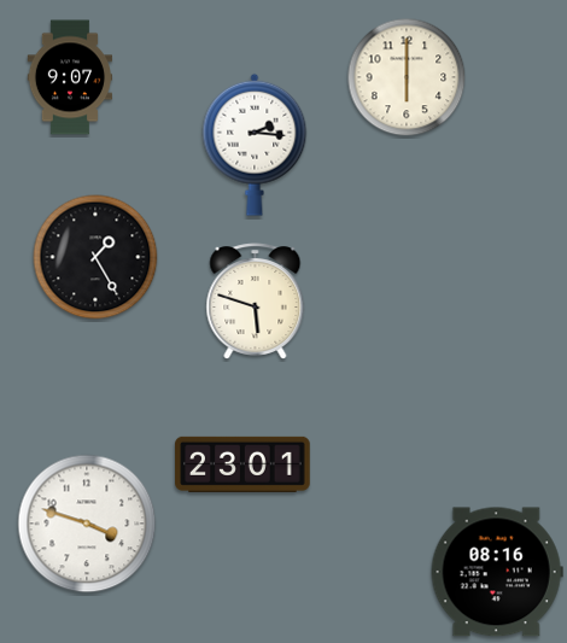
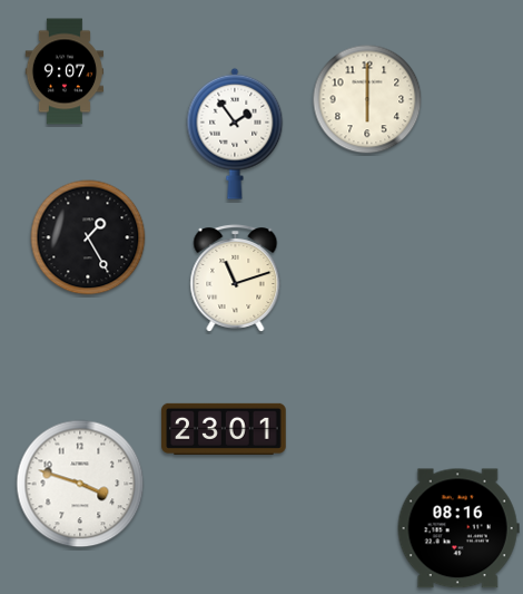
clock at (407, 77) position: (407, 77) -> (367, 99)
clock at (255, 145): 2:16 -> 1:54
clock at (256, 302): 5:48 -> 11:12
